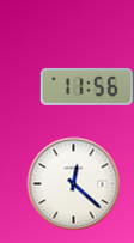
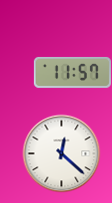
clock at (86, 86): 11:56 -> 11:57
